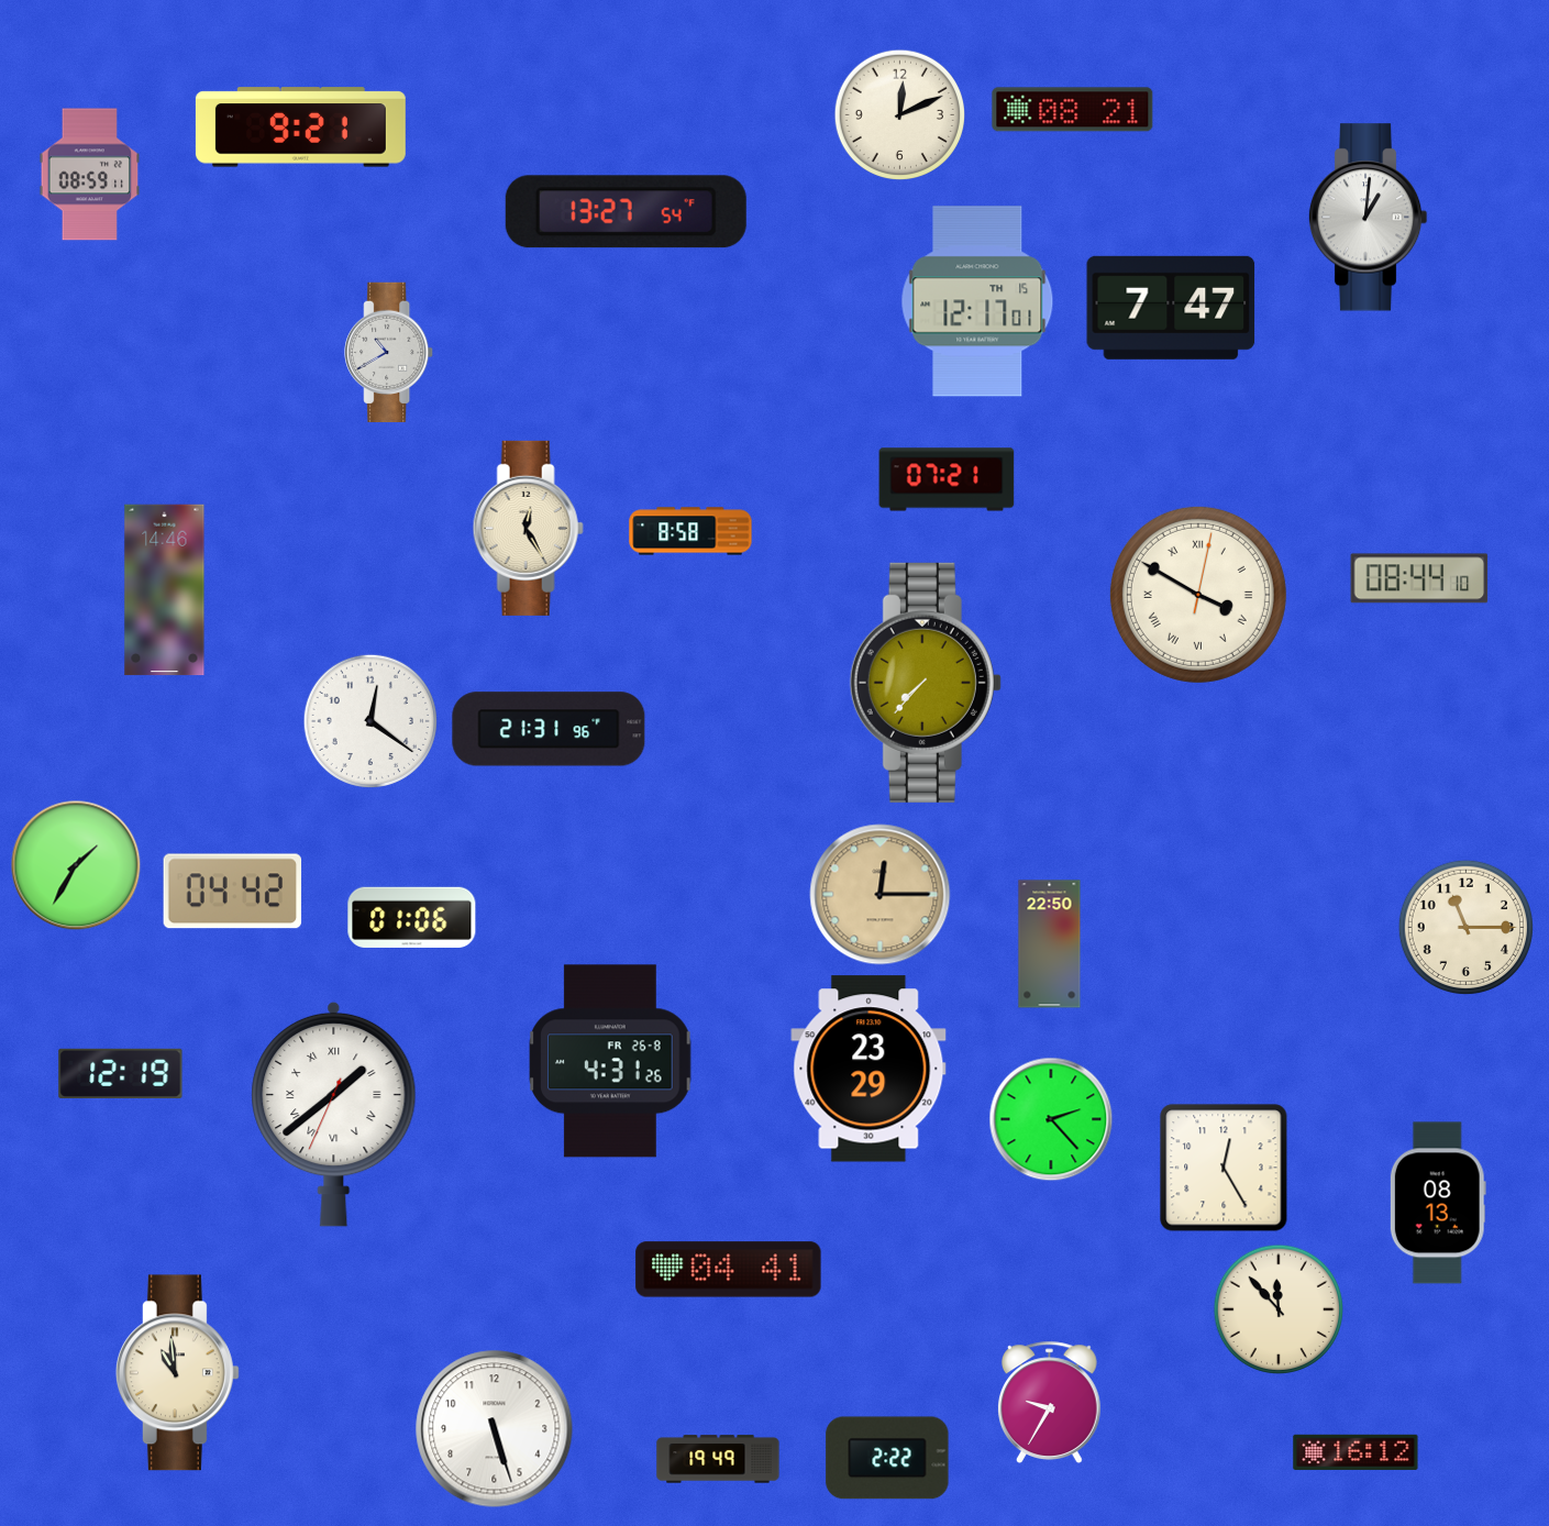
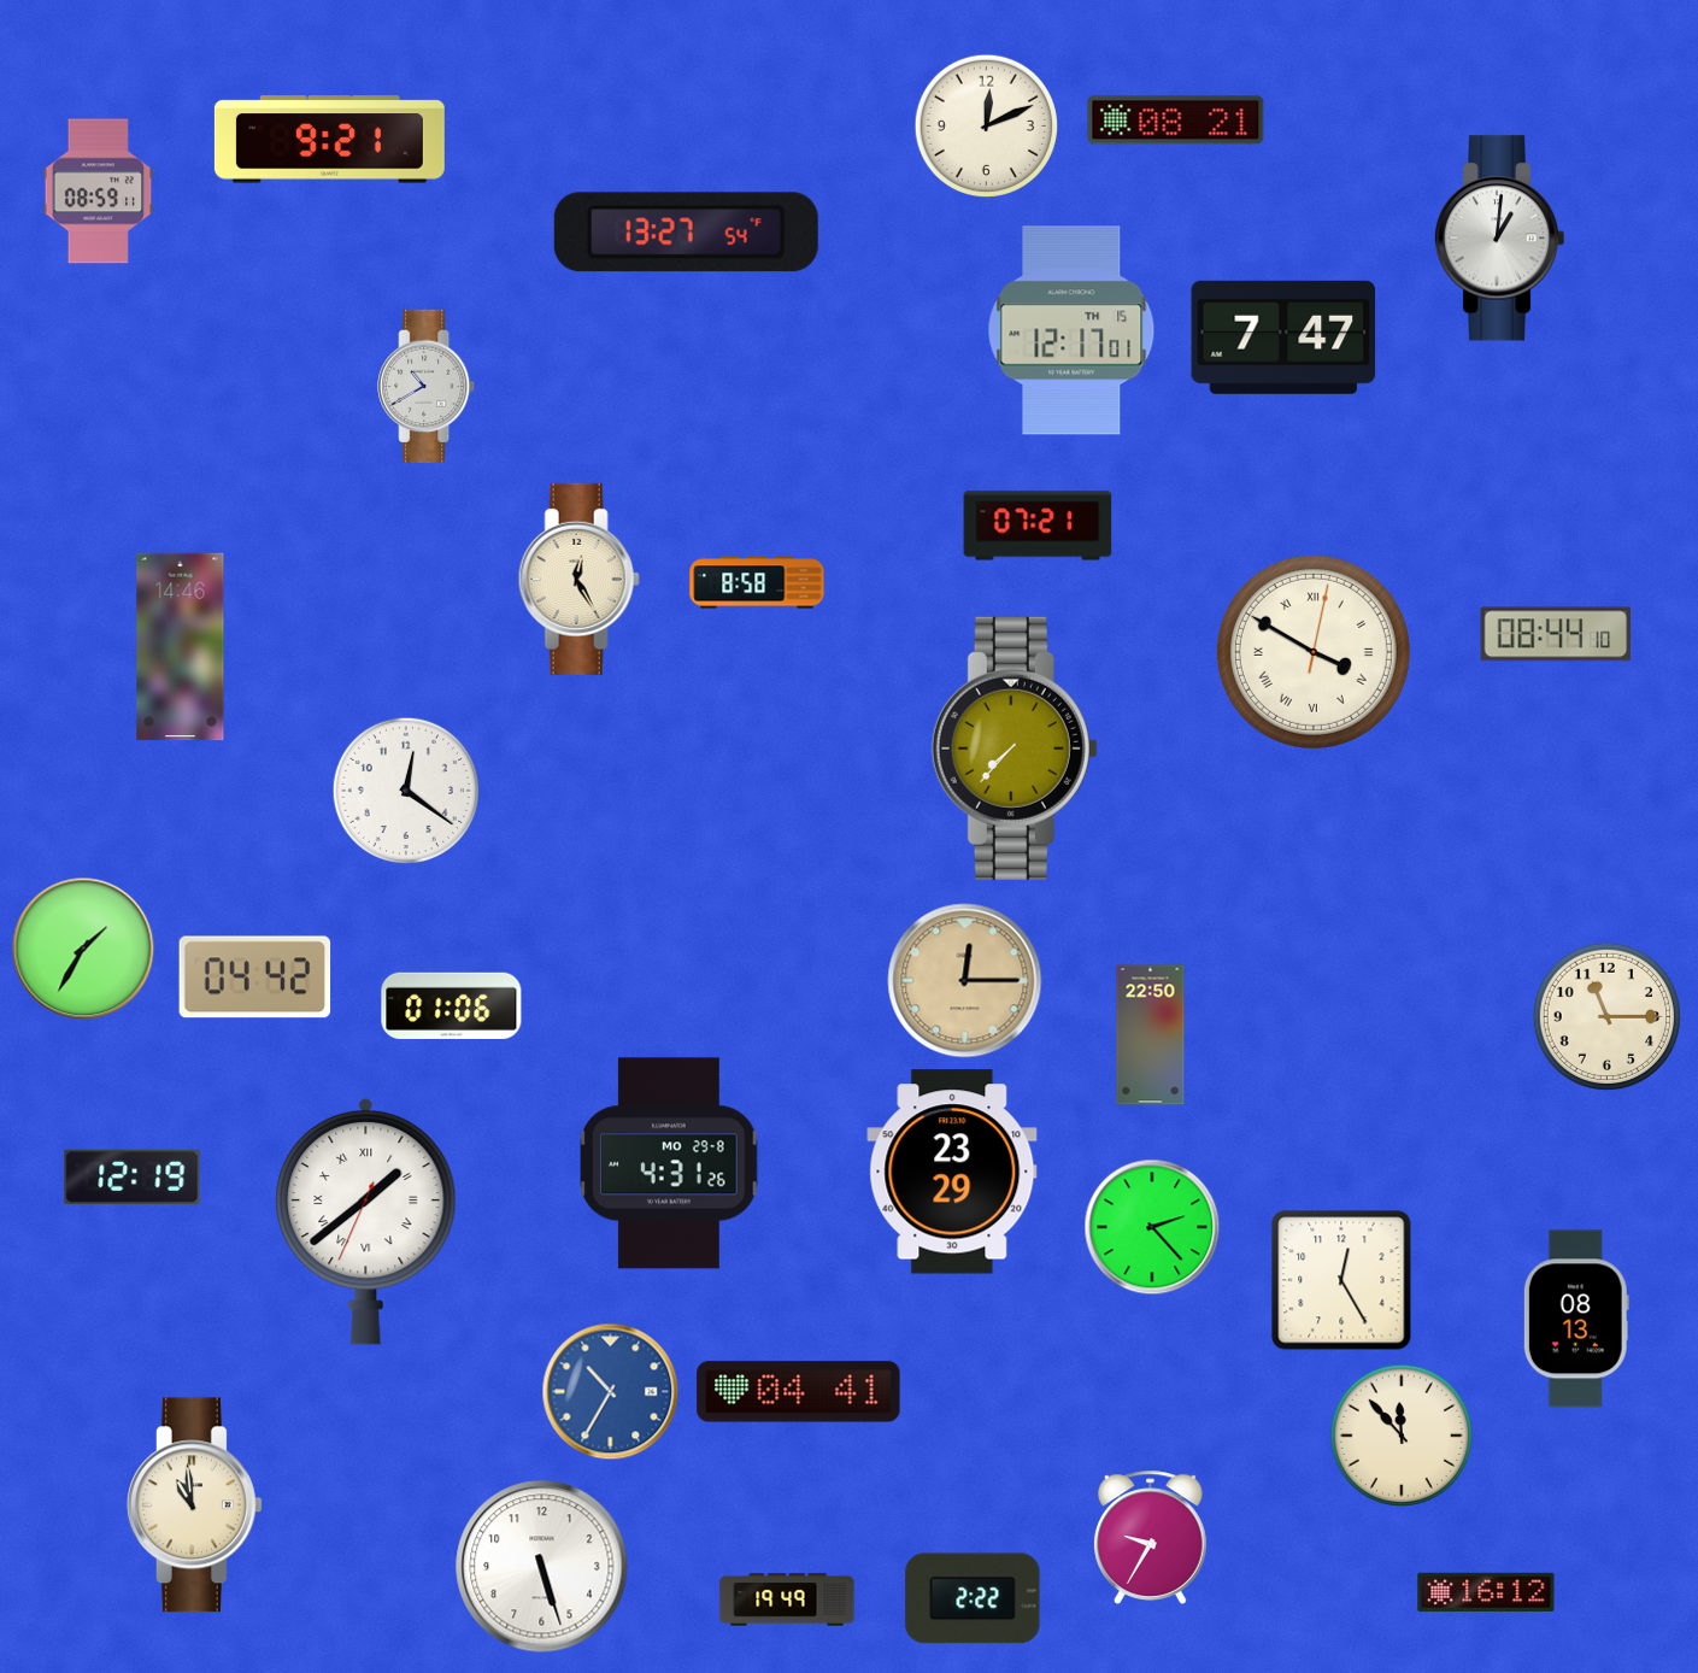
clock at (549, 729): 21:31 -> none
clock at (610, 1061) date: FR 26-8 -> MO 29-8
clock at (611, 1392): none -> 10:35
